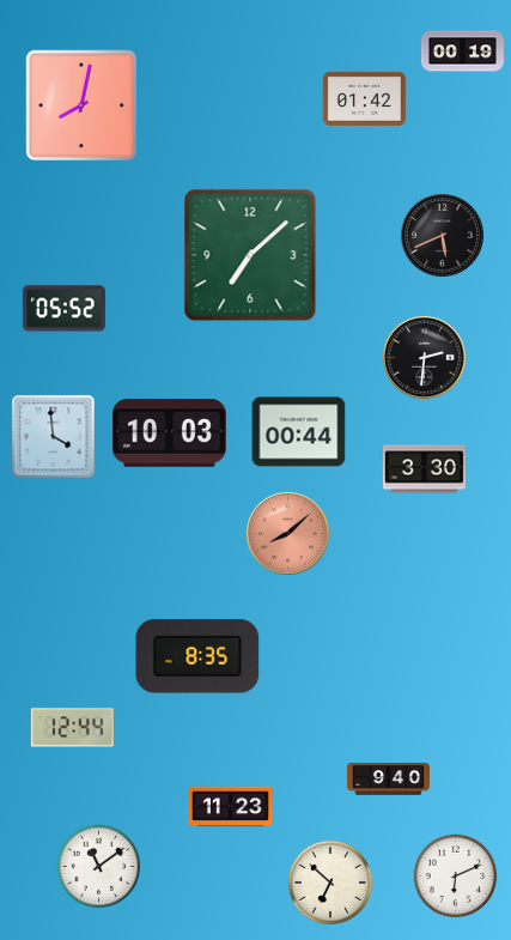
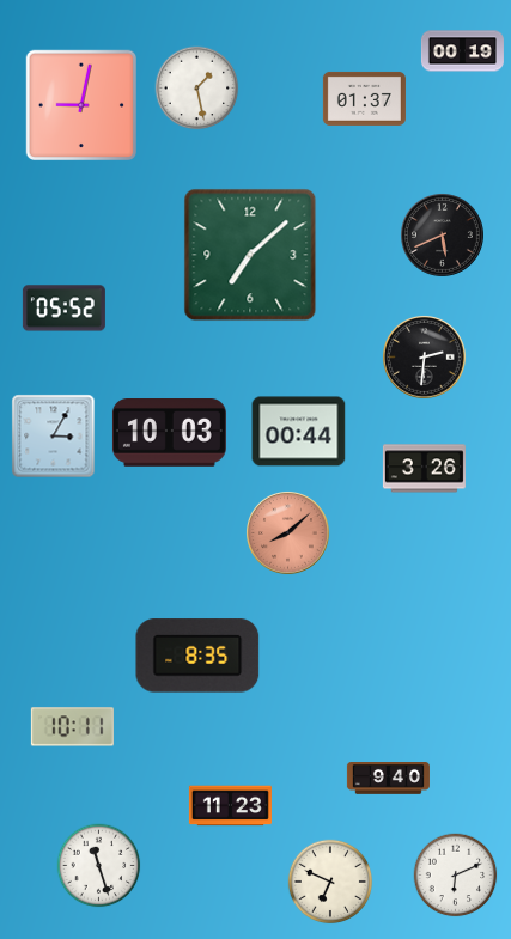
clock at (197, 89): none -> 1:28
clock at (364, 98): 01:42 -> 01:37
clock at (81, 105): 8:02 -> 9:02
clock at (54, 437): 3:59 -> 3:05
clock at (424, 469): 3:30 -> 3:26
clock at (72, 728): 12:44 -> 10:11
clock at (99, 867): 11:09 -> 11:27
clock at (330, 883): 6:52 -> 6:49
